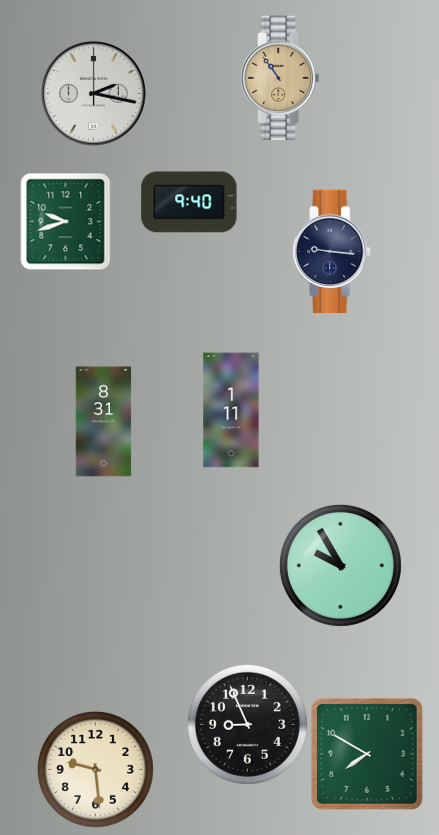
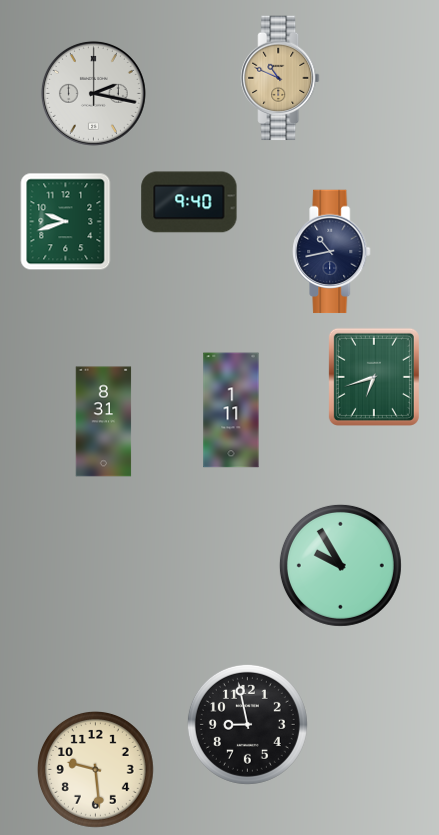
clock at (280, 78): 10:54 -> 10:49
clock at (332, 252): 9:16 -> 10:43
clock at (374, 377): none -> 6:42
clock at (247, 724): 8:56 -> 8:58
clock at (367, 754): 7:50 -> none
